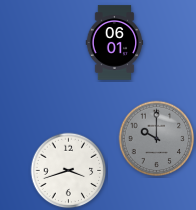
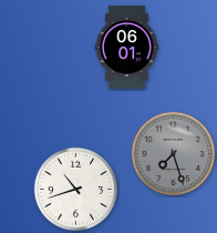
clock at (157, 139): 10:00 -> 7:27
clock at (69, 171): 3:42 -> 10:42
